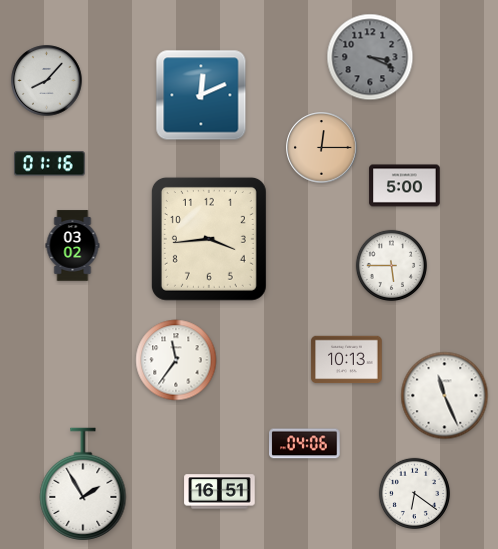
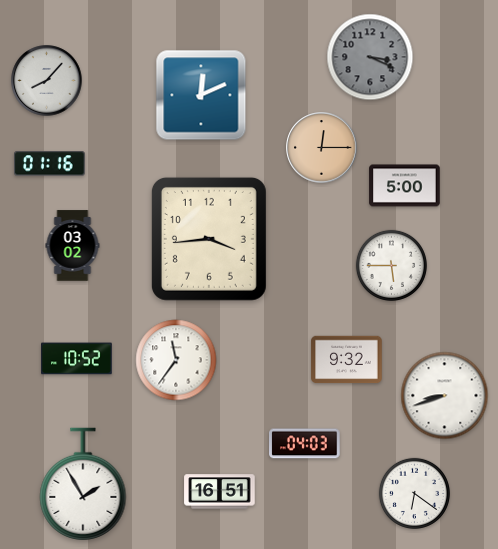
clock at (77, 359): none -> 10:52
clock at (347, 360): 10:13 -> 9:32
clock at (445, 396): 11:26 -> 8:42
clock at (305, 444): 04:06 -> 04:03
